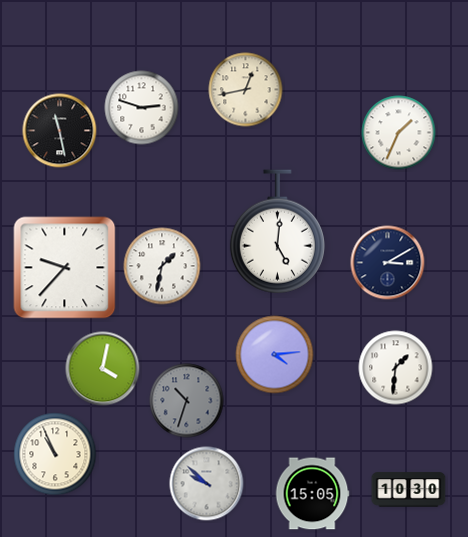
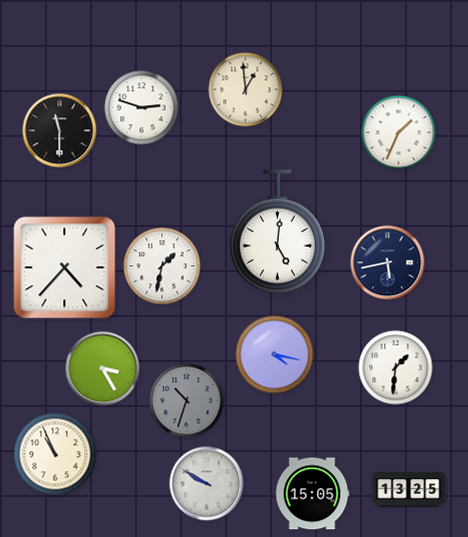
clock at (246, 90): 12:43 -> 12:59
clock at (60, 131): 11:28 -> 11:30
clock at (388, 263): 3:10 -> 5:43
clock at (65, 268): 9:37 -> 4:37
clock at (275, 355): 4:14 -> 4:17
clock at (103, 369): 4:02 -> 3:25
clock at (207, 484): 9:52 -> 9:50
clock at (409, 490): 10:30 -> 13:25
